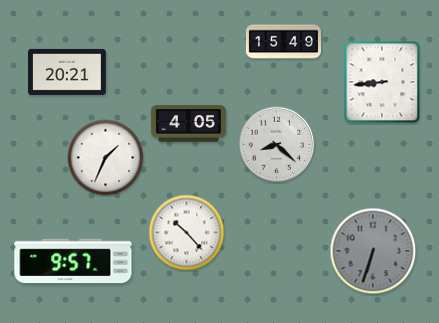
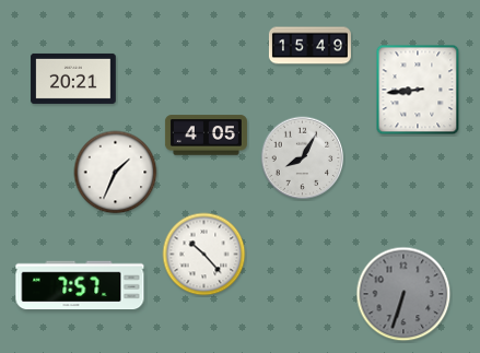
clock at (277, 145): 8:22 -> 8:05
clock at (373, 251) position: (373, 251) -> (403, 294)
clock at (73, 261): 9:57 -> 7:57
